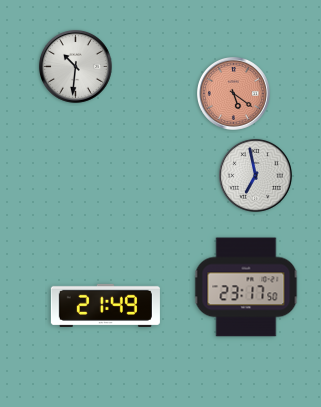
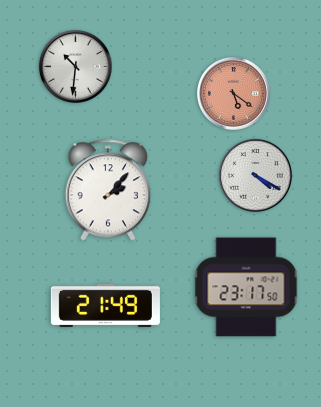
clock at (255, 175): 6:58 -> 4:20
clock at (108, 190): none -> 2:07
